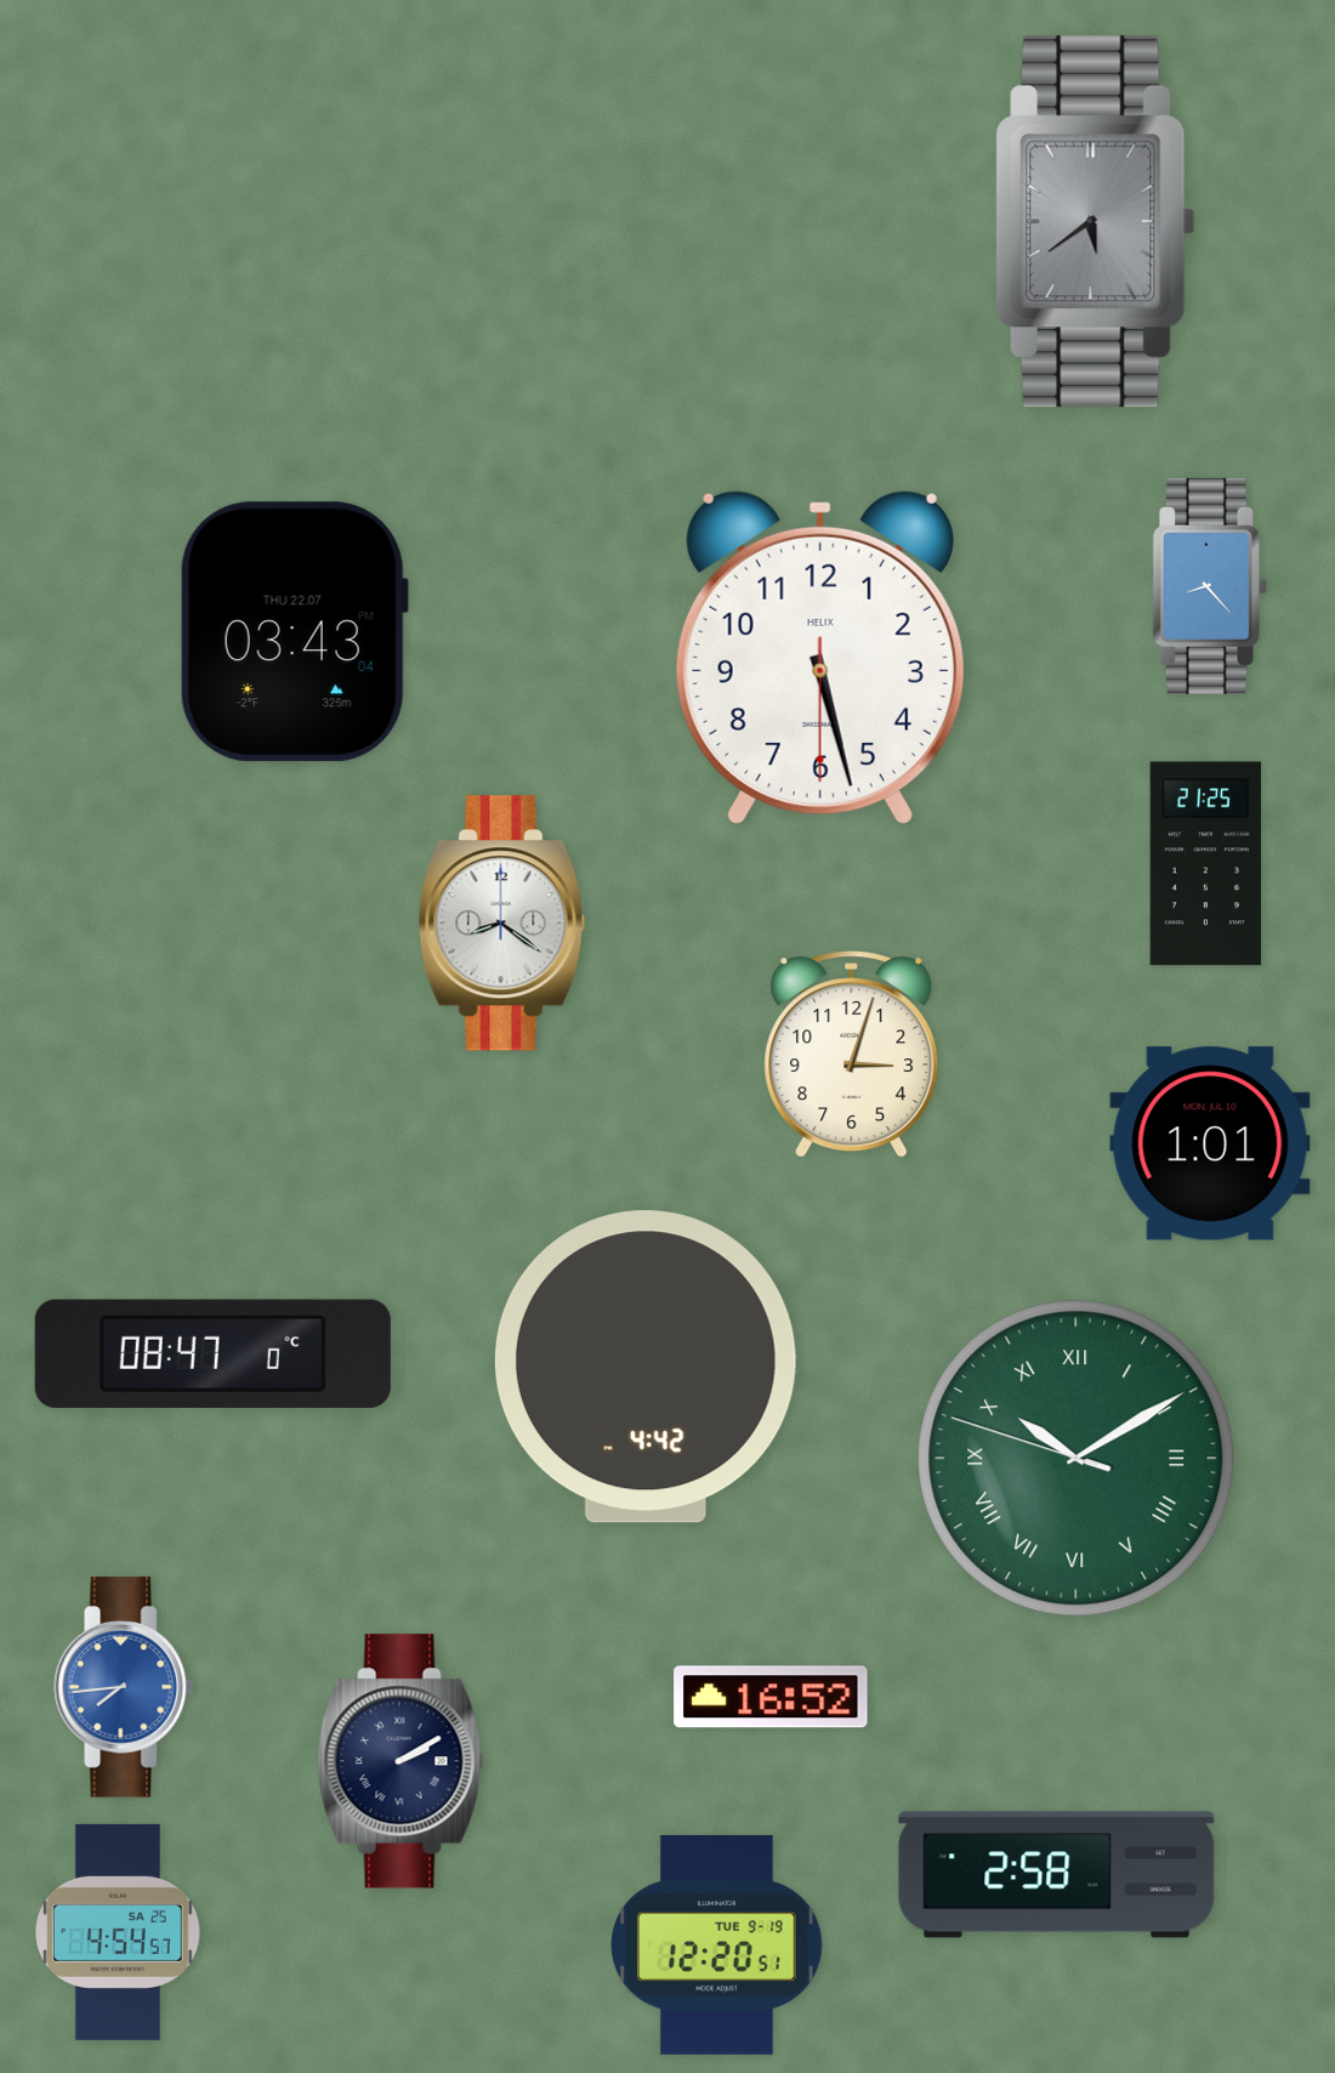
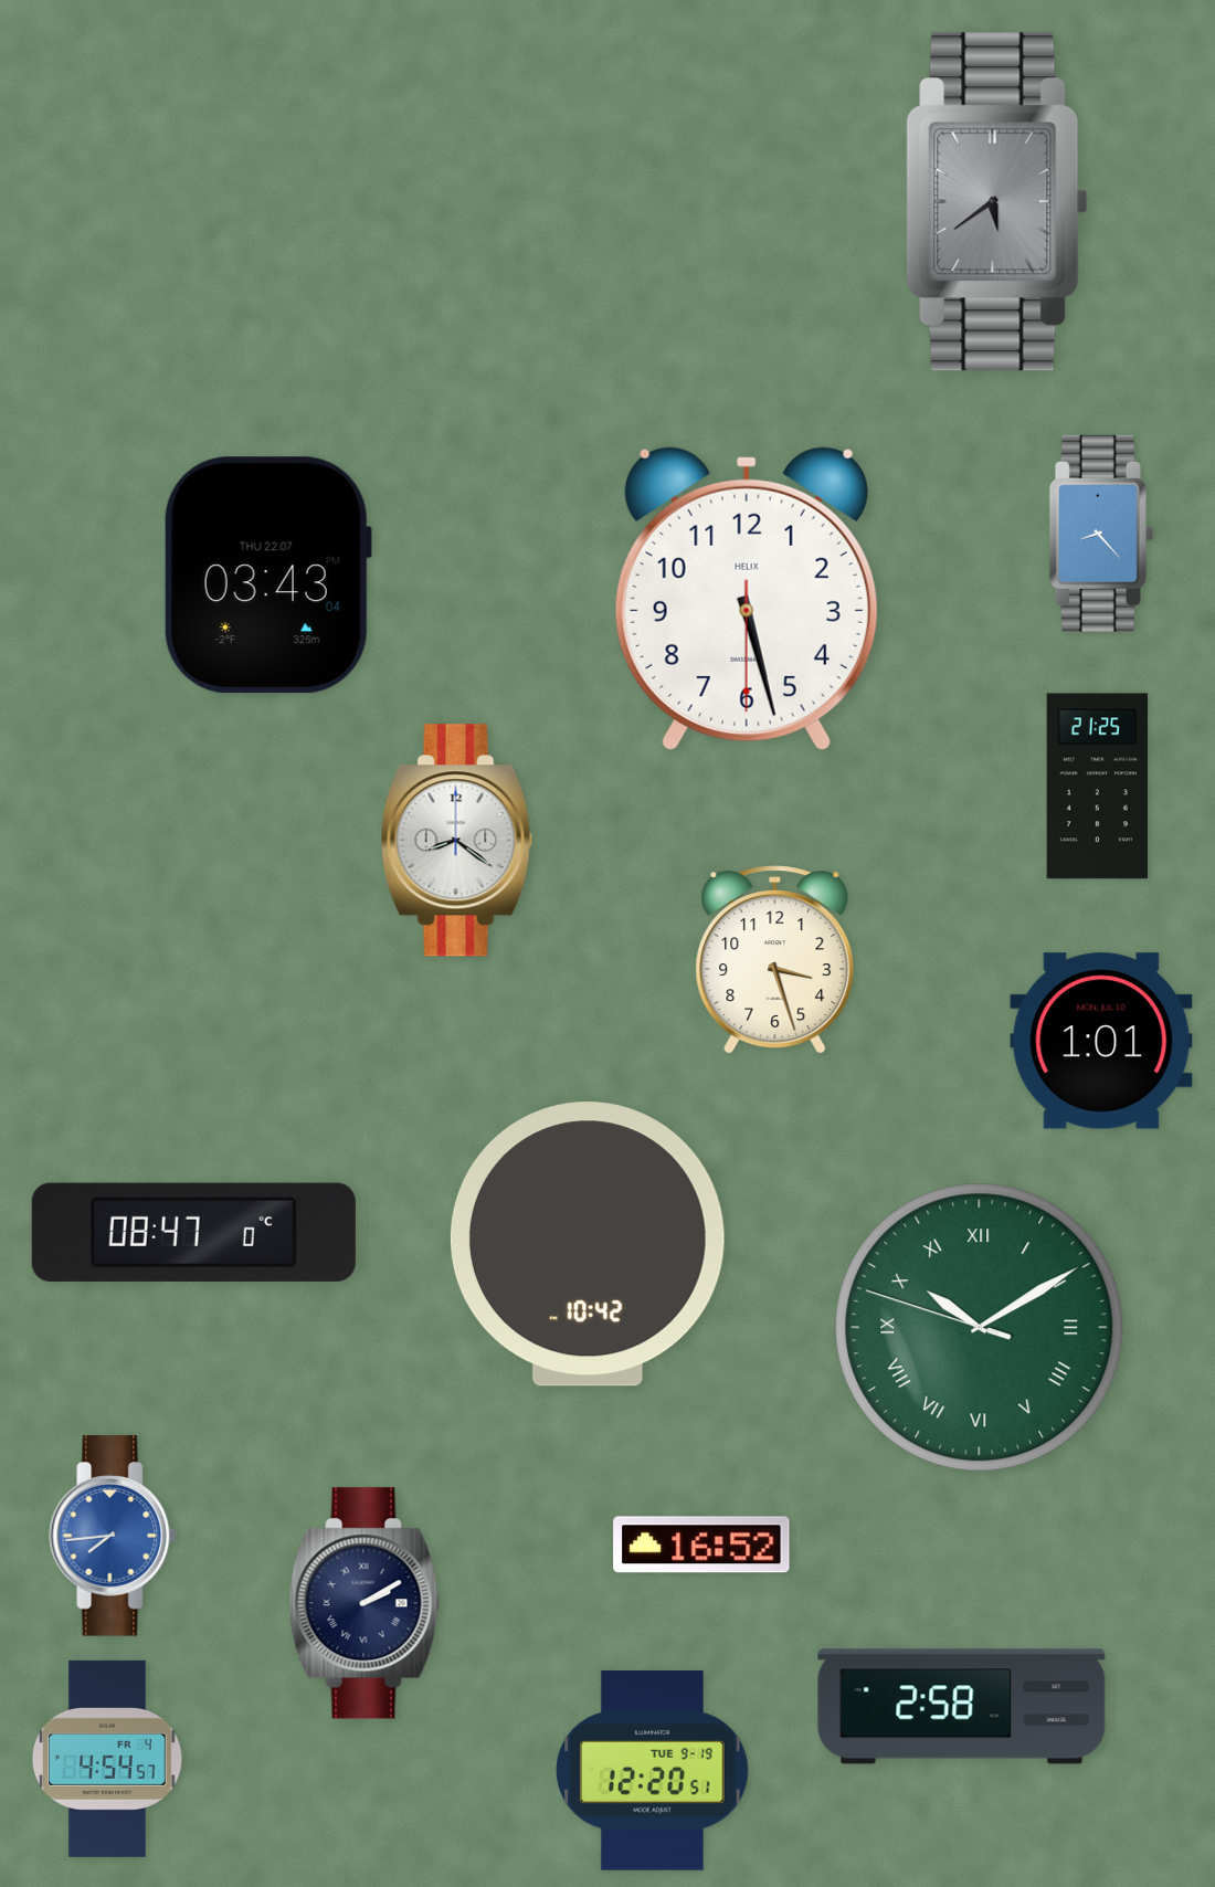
clock at (852, 1055): 3:03 -> 3:27
clock at (646, 1367): 4:42 -> 10:42
clock at (119, 1932) date: SA 25 -> FR 4
